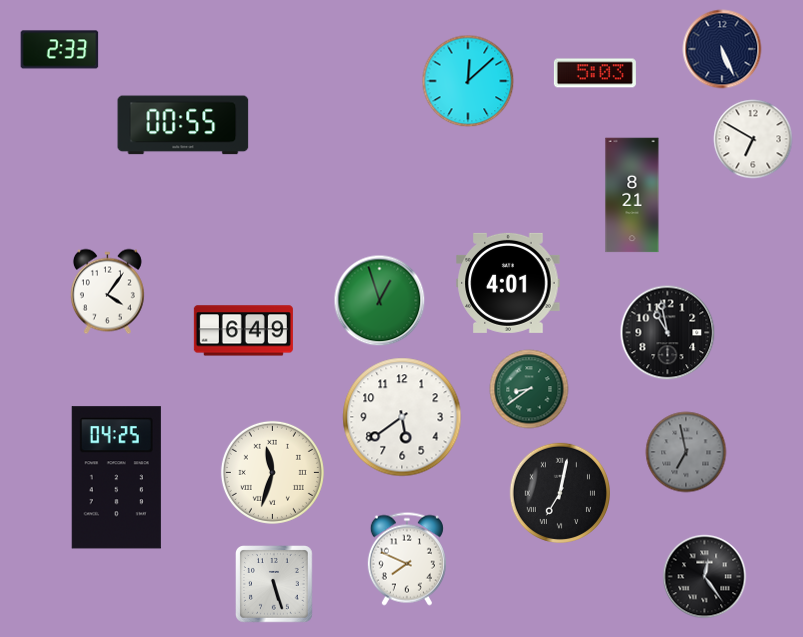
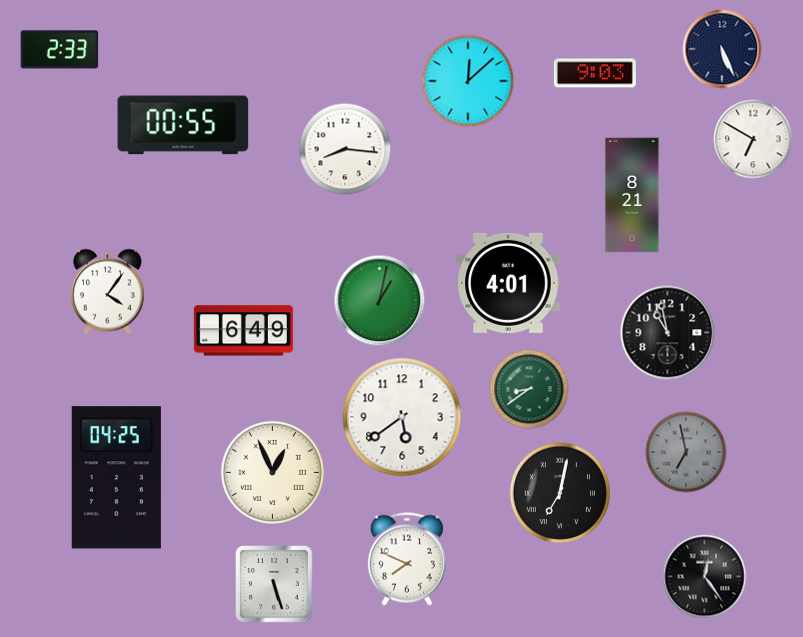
clock at (595, 73): 5:03 -> 9:03
clock at (345, 149): none -> 8:16
clock at (380, 301): 12:57 -> 1:02
clock at (272, 472): 11:33 -> 12:56
